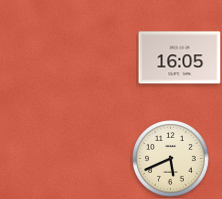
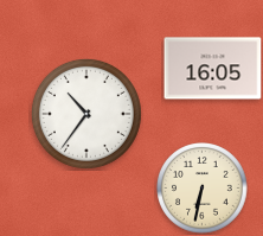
clock at (86, 114): none -> 10:36
clock at (171, 159): 5:41 -> 6:32
